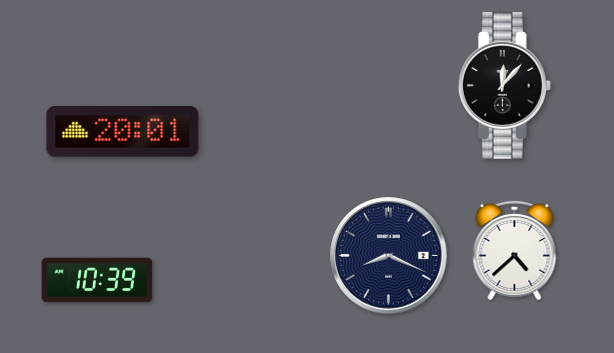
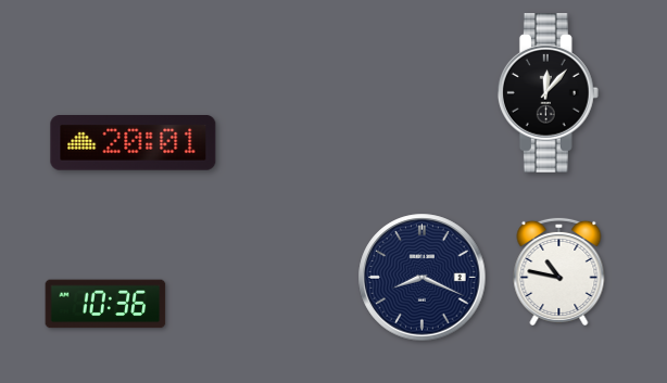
clock at (515, 250): 4:38 -> 10:47
clock at (97, 280): 10:39 -> 10:36
